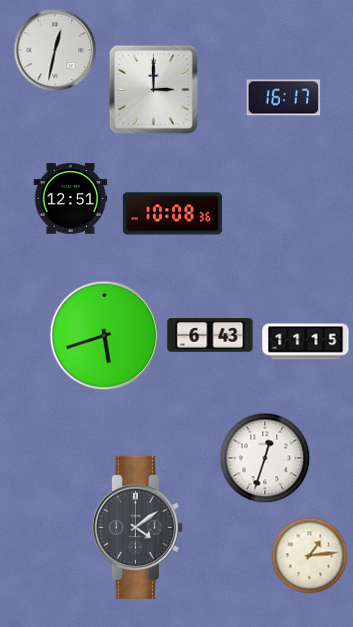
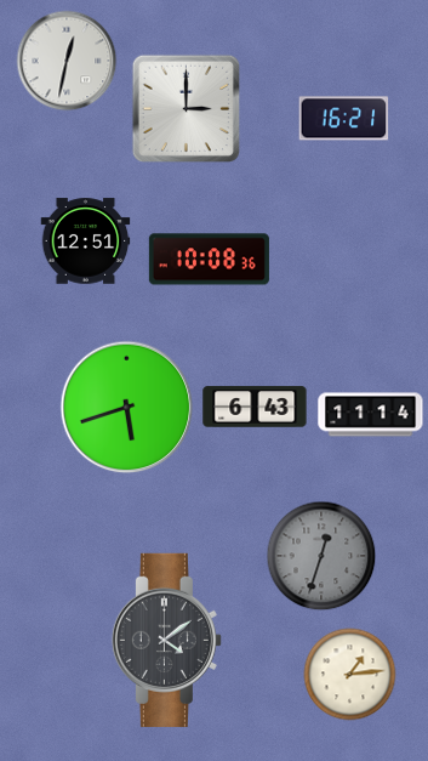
clock at (284, 98): 16:17 -> 16:21
clock at (306, 342): 11:15 -> 11:14
clock at (265, 458) dial: white -> grey
clock at (310, 556) position: (310, 556) -> (350, 675)
